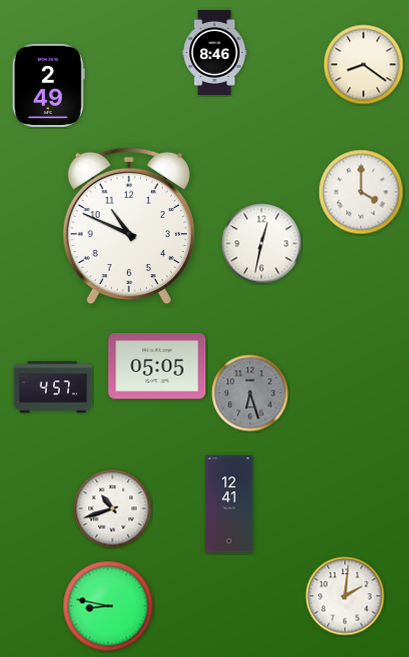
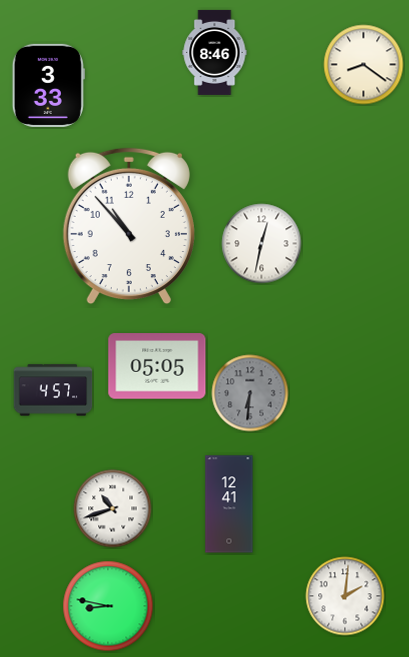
clock at (48, 85): 2:49 -> 3:33
clock at (361, 192): 4:00 -> none
clock at (129, 226): 10:49 -> 10:53
clock at (53, 387) position: (53, 387) -> (53, 390)
clock at (250, 393): 6:27 -> 6:31
